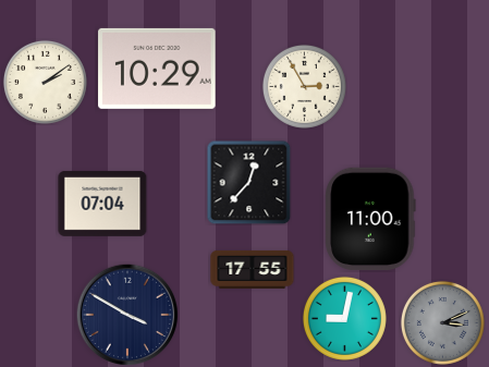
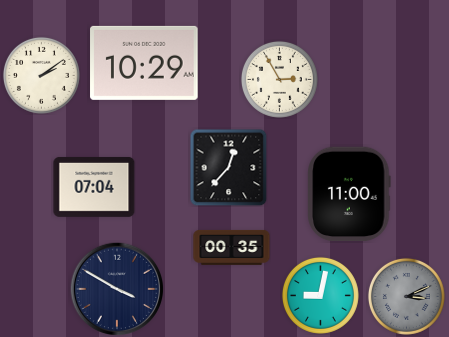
clock at (370, 219) position: (370, 219) -> (349, 194)
clock at (253, 269): 17:55 -> 00:35
clock at (344, 318) position: (344, 318) -> (320, 295)
